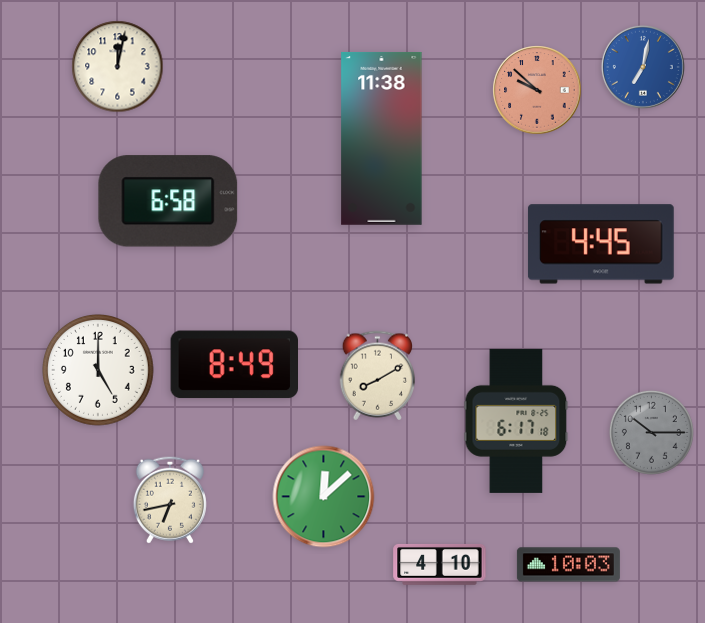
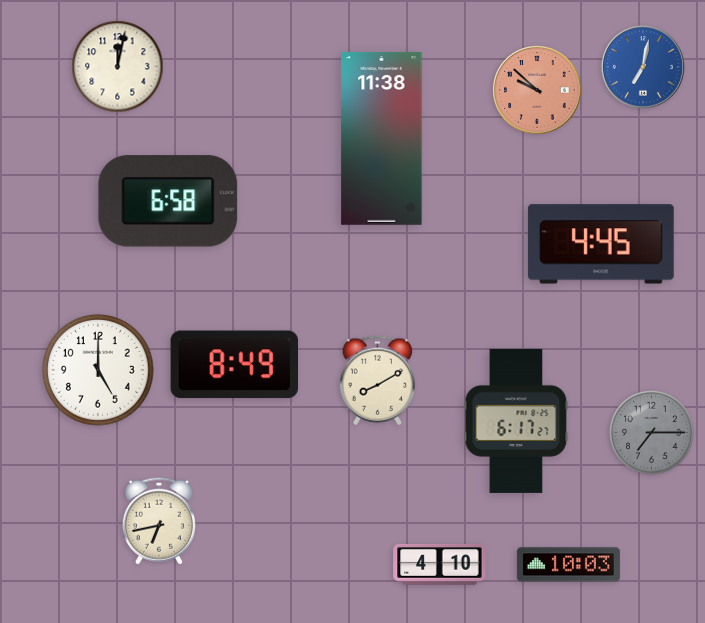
clock at (378, 376) position: (378, 376) -> (378, 381)
clock at (516, 421): 6:17:18 -> 6:17:27
clock at (651, 432): 10:15 -> 7:15
clock at (324, 497): 12:08 -> none
clock at (170, 500) position: (170, 500) -> (159, 521)
